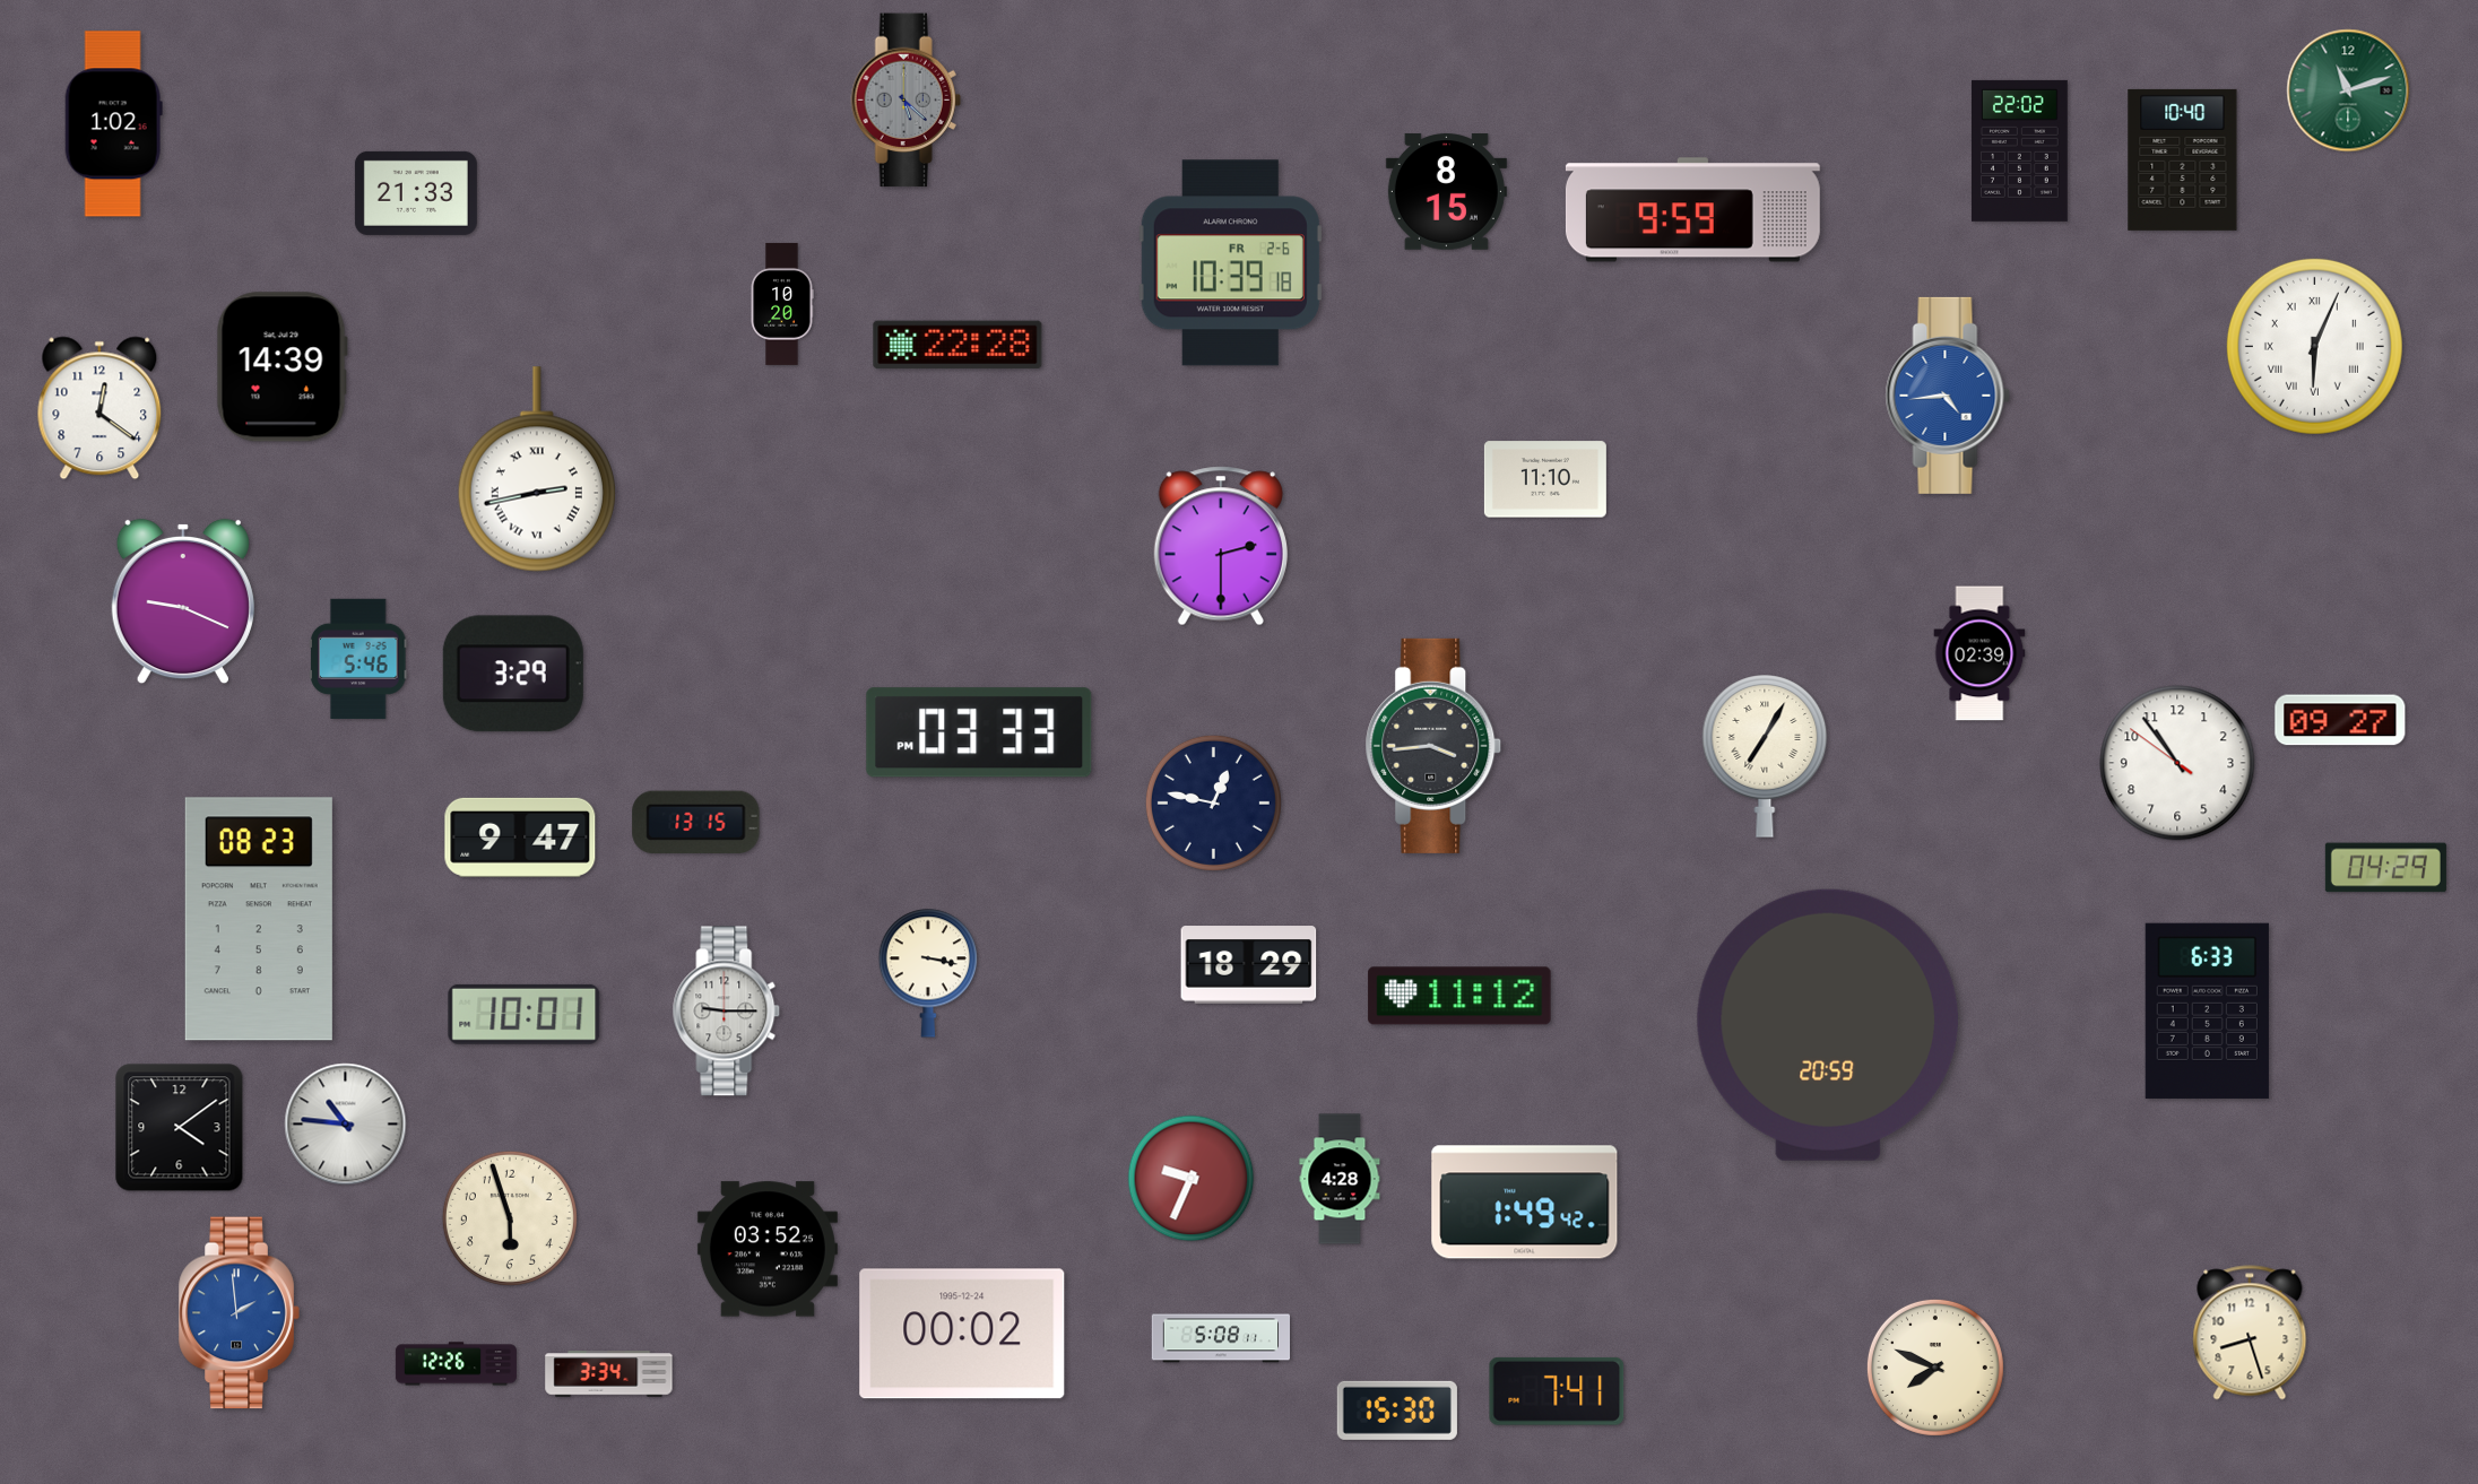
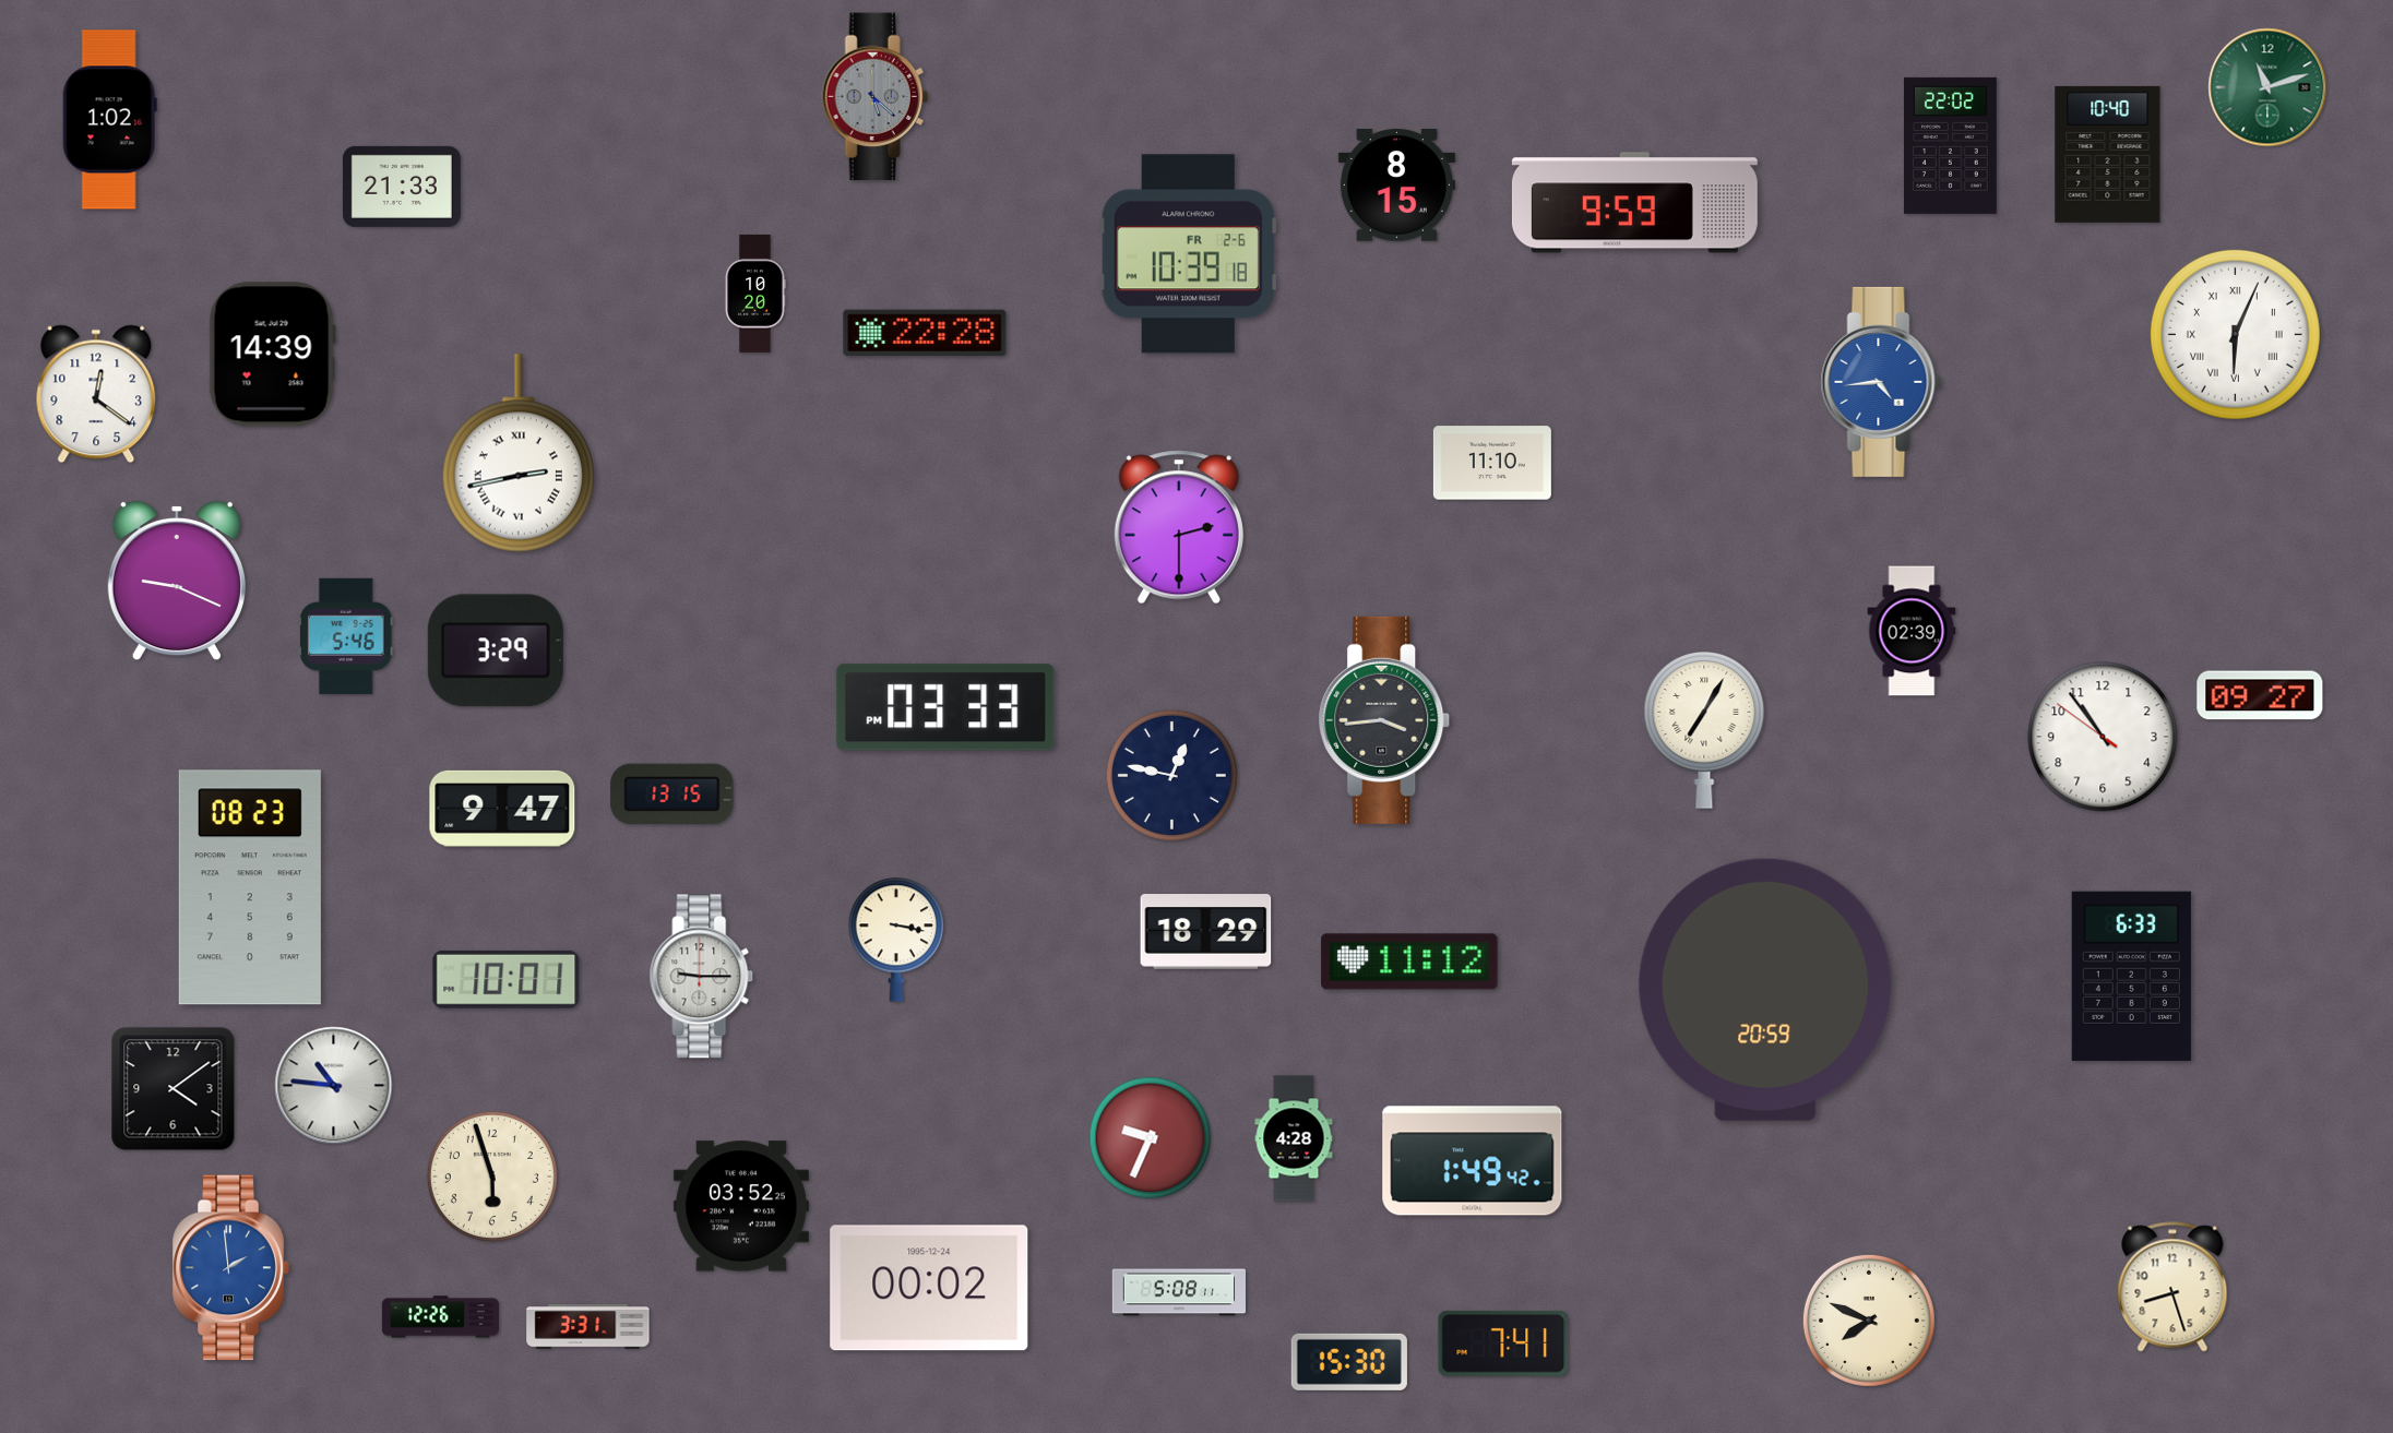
clock at (2385, 868): 04:29 -> none
clock at (609, 1374): 3:34 -> 3:31
